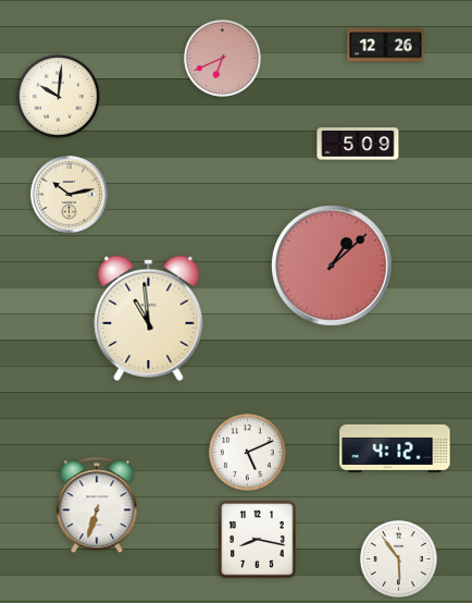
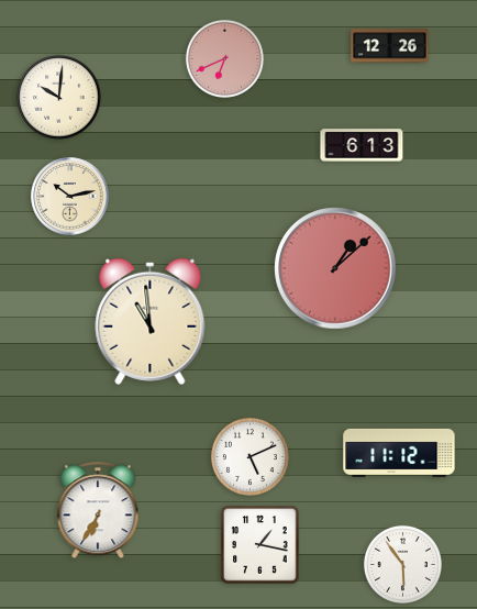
clock at (358, 144): 5:09 -> 6:13
clock at (395, 448): 4:12 -> 11:12
clock at (97, 506): 6:33 -> 6:35
clock at (258, 540): 8:17 -> 1:17
